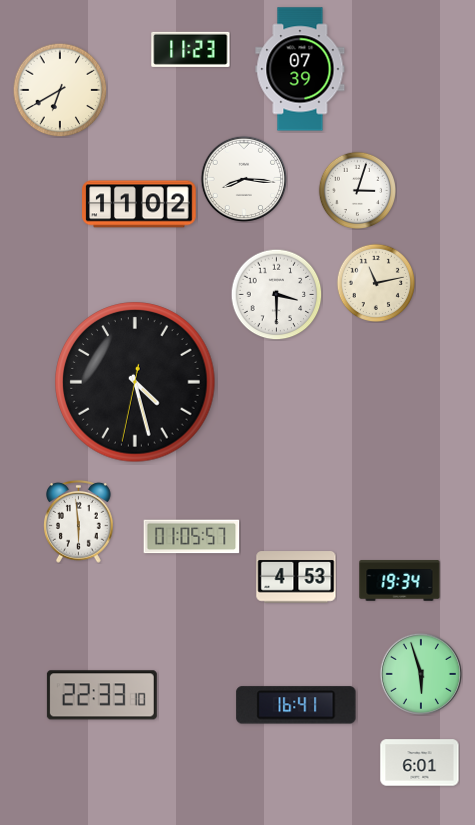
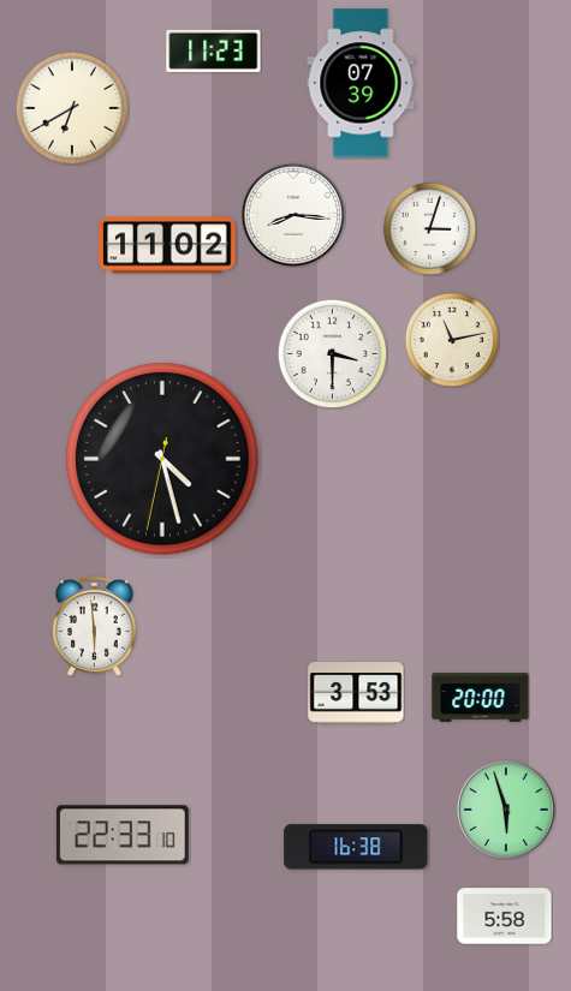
clock at (191, 49) position: (191, 49) -> (214, 50)
clock at (192, 537): 01:05 -> none
clock at (296, 577): 4:53 -> 3:53
clock at (400, 581): 19:34 -> 20:00
clock at (296, 705): 16:41 -> 16:38
clock at (420, 763): 6:01 -> 5:58
